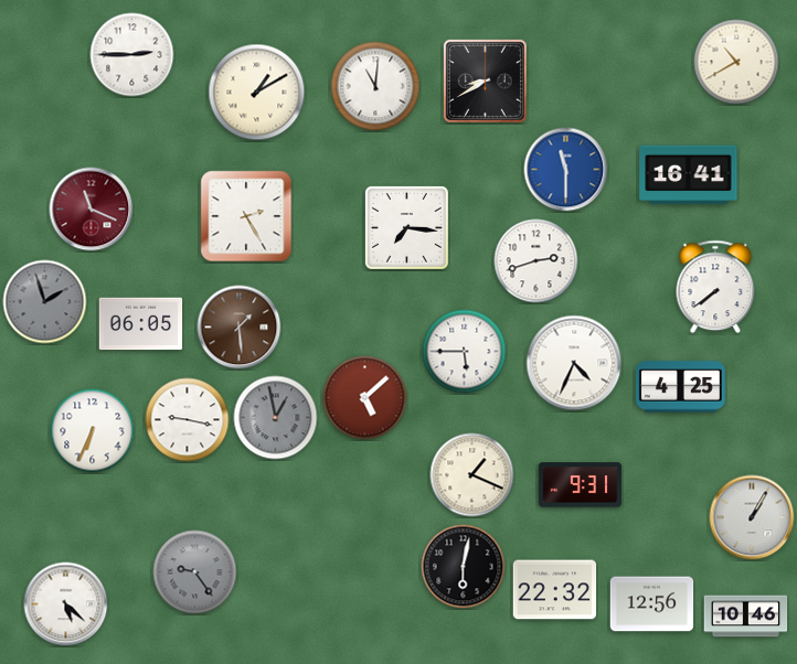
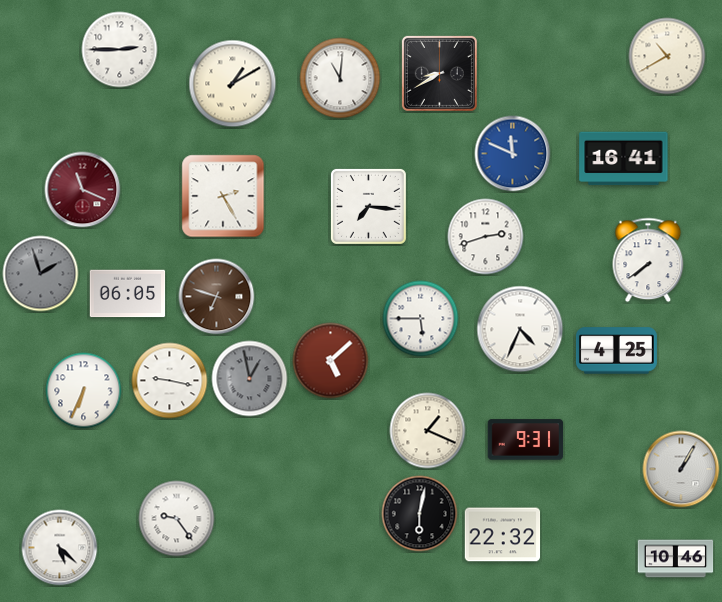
clock at (566, 170): 11:30 -> 11:49
clock at (240, 328): 1:29 -> 6:48
clock at (195, 572) dial: grey -> white
clock at (652, 604): 12:56 -> none
